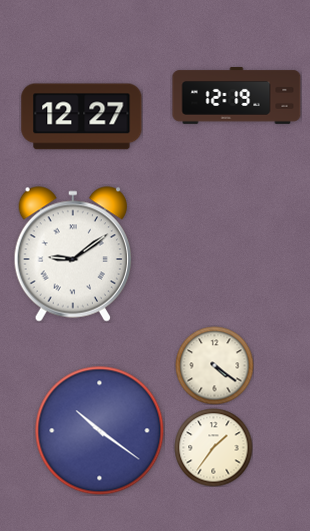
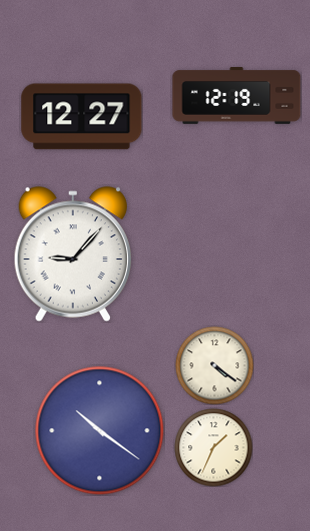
clock at (72, 254): 9:09 -> 9:07
clock at (213, 447): 1:36 -> 1:34
